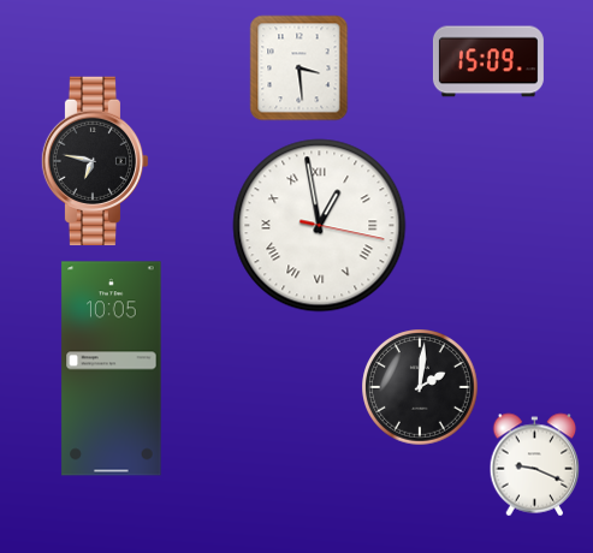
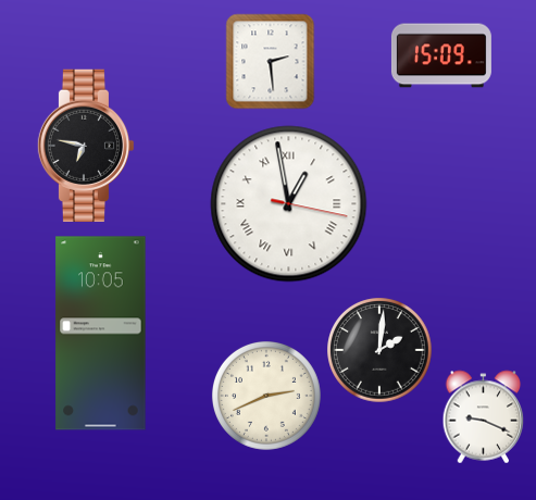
clock at (300, 67): 3:29 -> 2:29
clock at (266, 396): none -> 2:41
clock at (535, 464) position: (535, 464) -> (484, 416)
